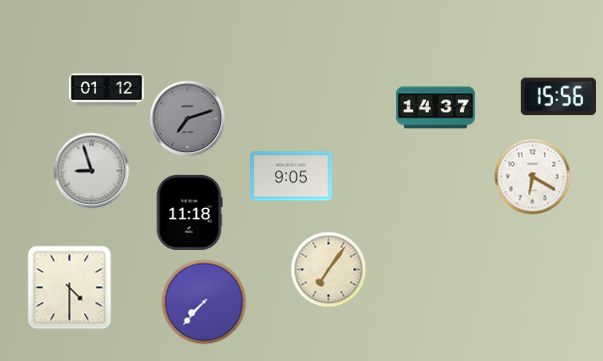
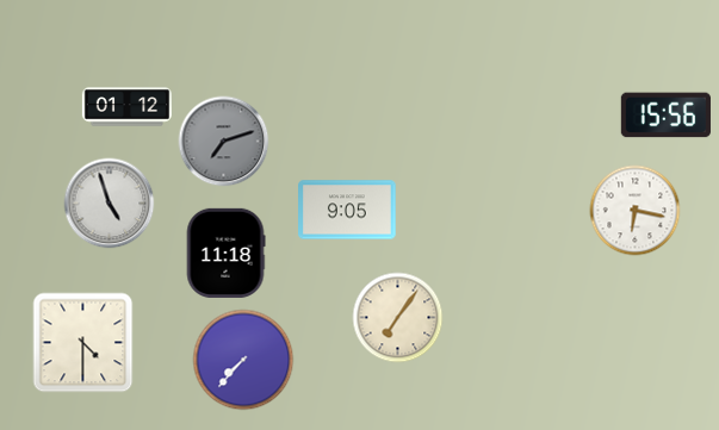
clock at (435, 108): 14:37 -> none
clock at (92, 171): 8:57 -> 4:57
clock at (533, 177): 6:20 -> 6:17
clock at (329, 270) position: (329, 270) -> (398, 318)
